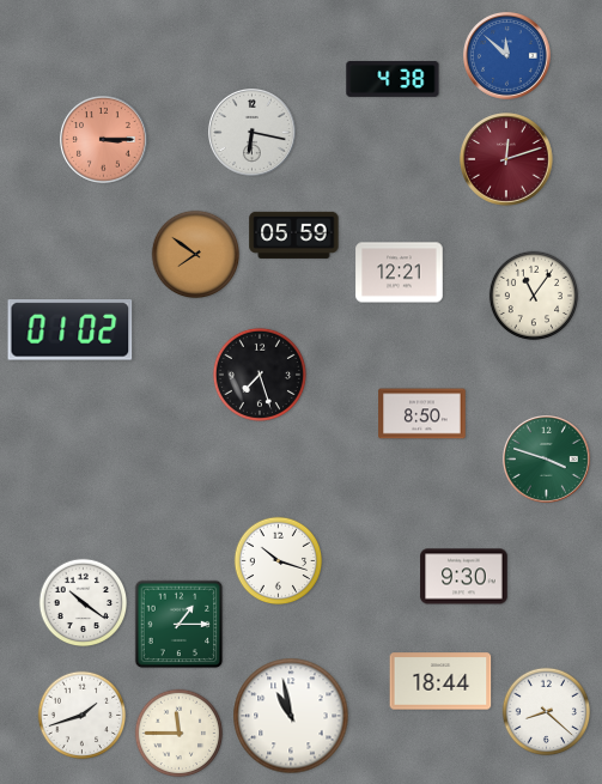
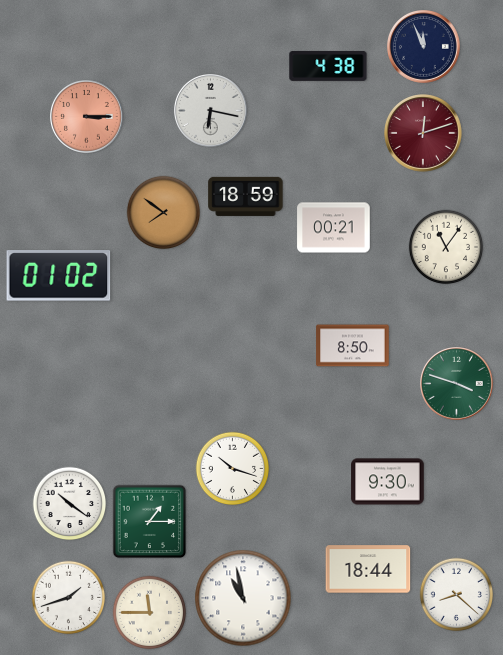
clock at (507, 56): 11:52 -> 11:56
clock at (507, 56) dial: blue -> navy
clock at (294, 235): 05:59 -> 18:59
clock at (400, 273): 12:21 -> 00:21
clock at (260, 375): 7:27 -> none
